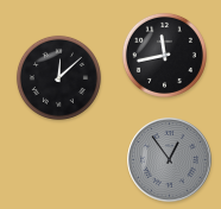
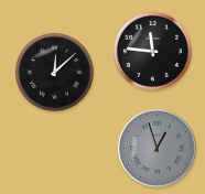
clock at (164, 55): 11:43 -> 11:46
clock at (170, 160): 12:54 -> 12:57
